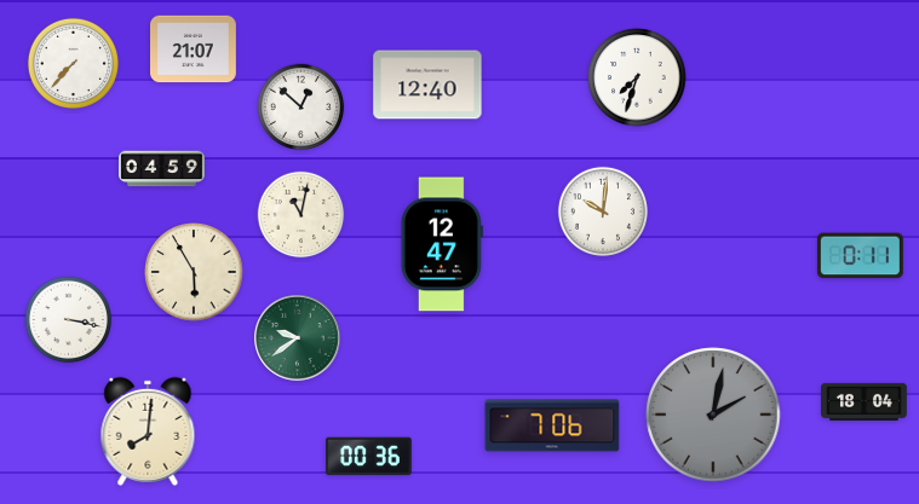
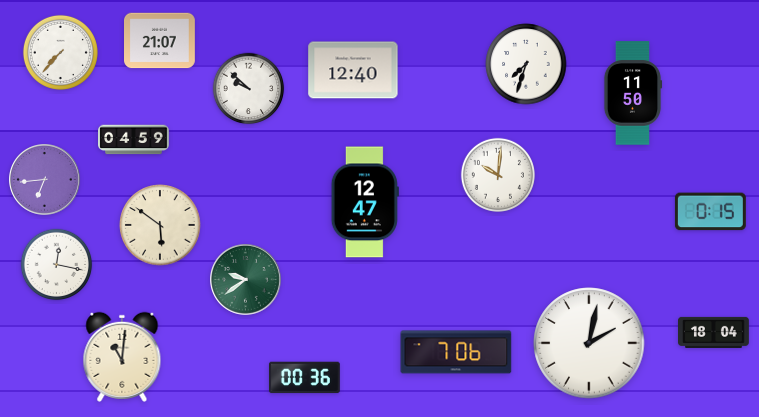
clock at (301, 108): 12:52 -> 9:52
clock at (633, 93): none -> 11:50
clock at (301, 215): 11:02 -> none
clock at (45, 180): none -> 6:44
clock at (860, 256): 0:11 -> 0:15
clock at (194, 272): 5:55 -> 5:51
clock at (69, 320): 3:17 -> 12:17
clock at (713, 415) dial: grey -> white
clock at (148, 431): 8:01 -> 11:01
